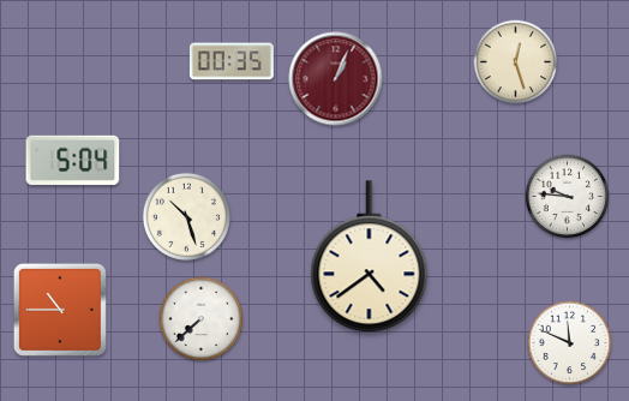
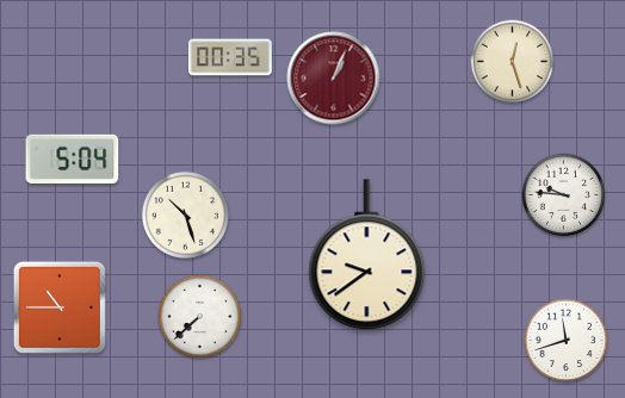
clock at (232, 61) position: (232, 61) -> (230, 57)
clock at (370, 257): 4:39 -> 9:39
clock at (570, 343): 11:49 -> 11:42
